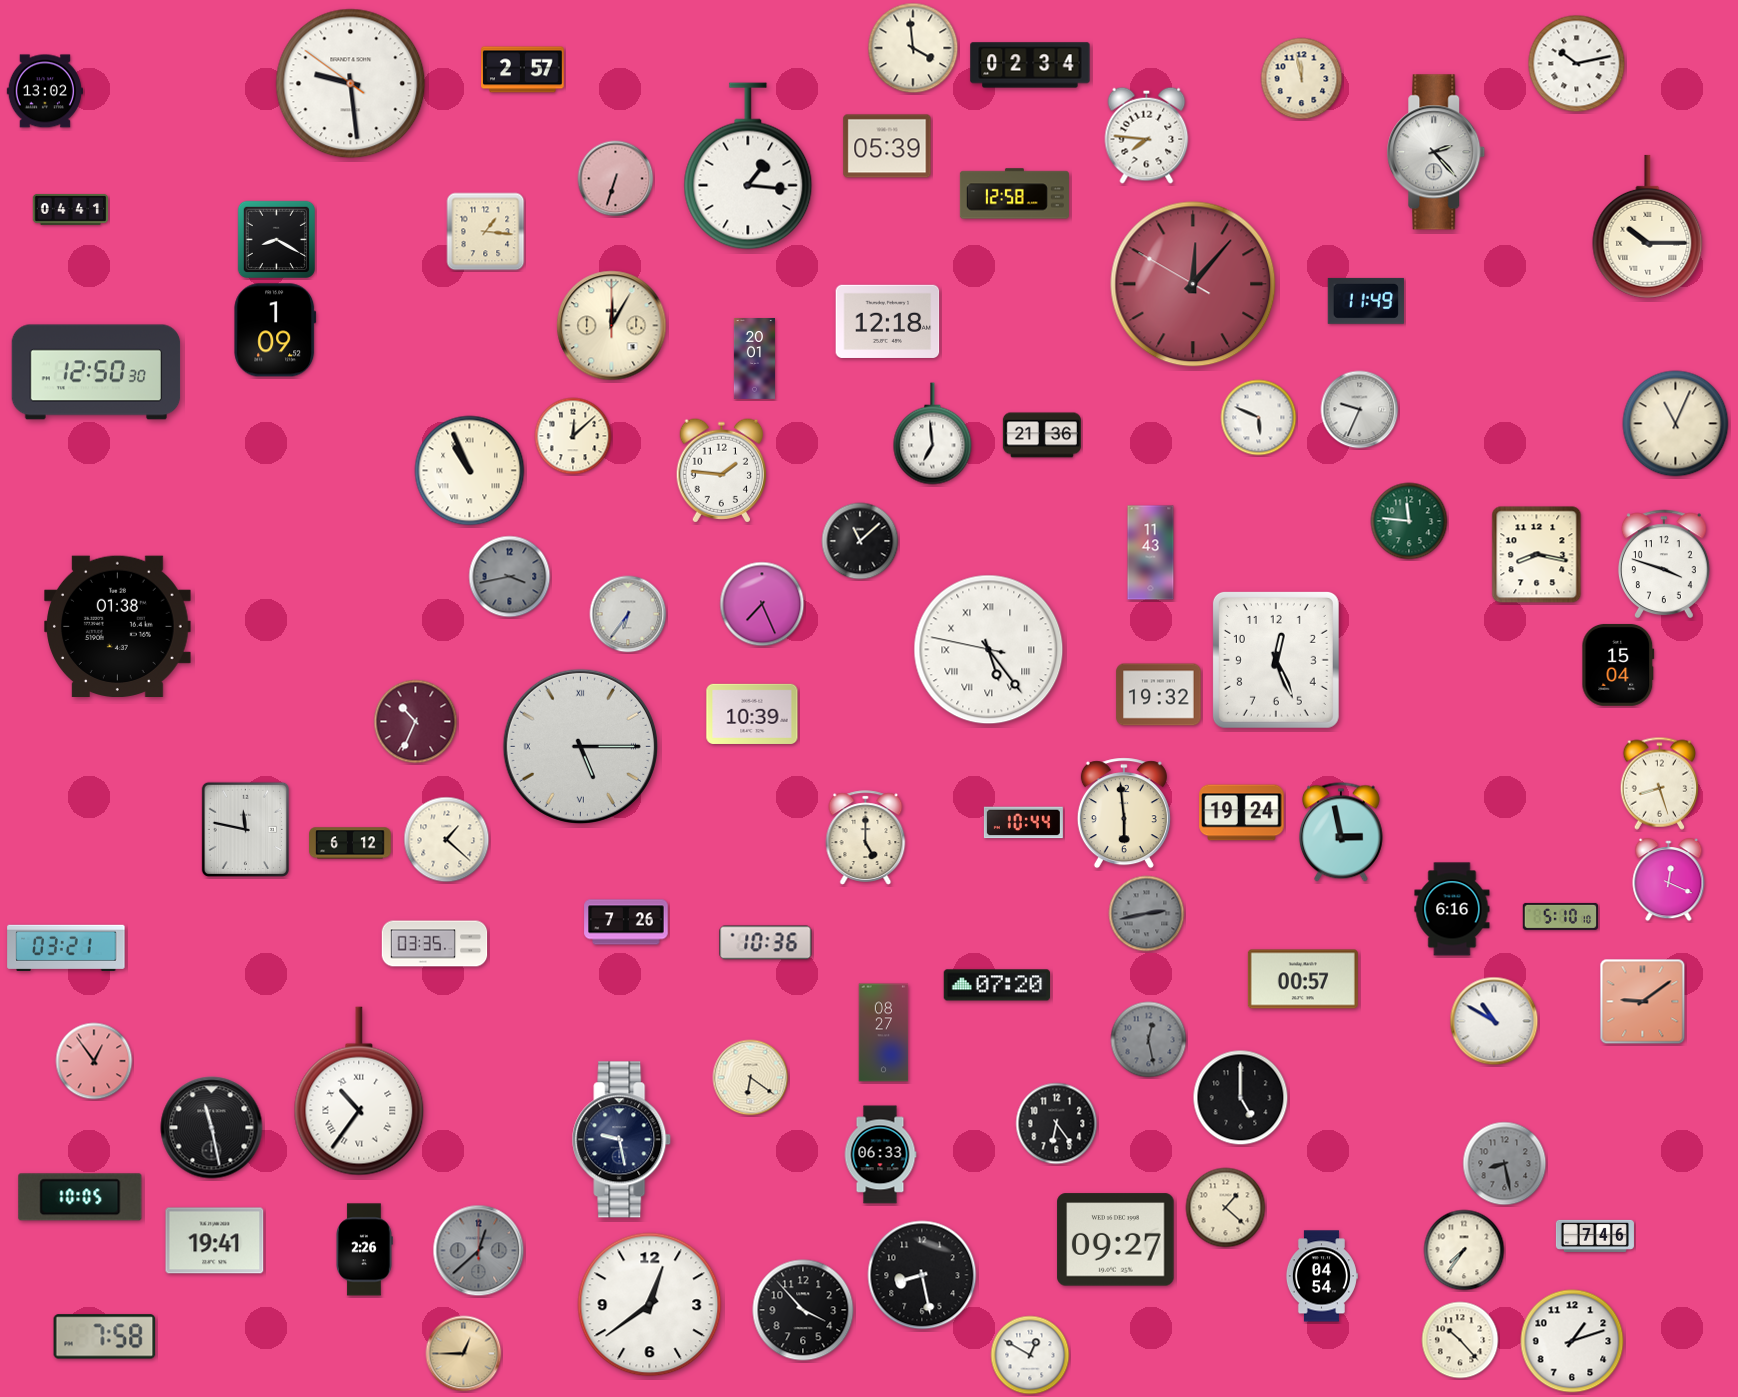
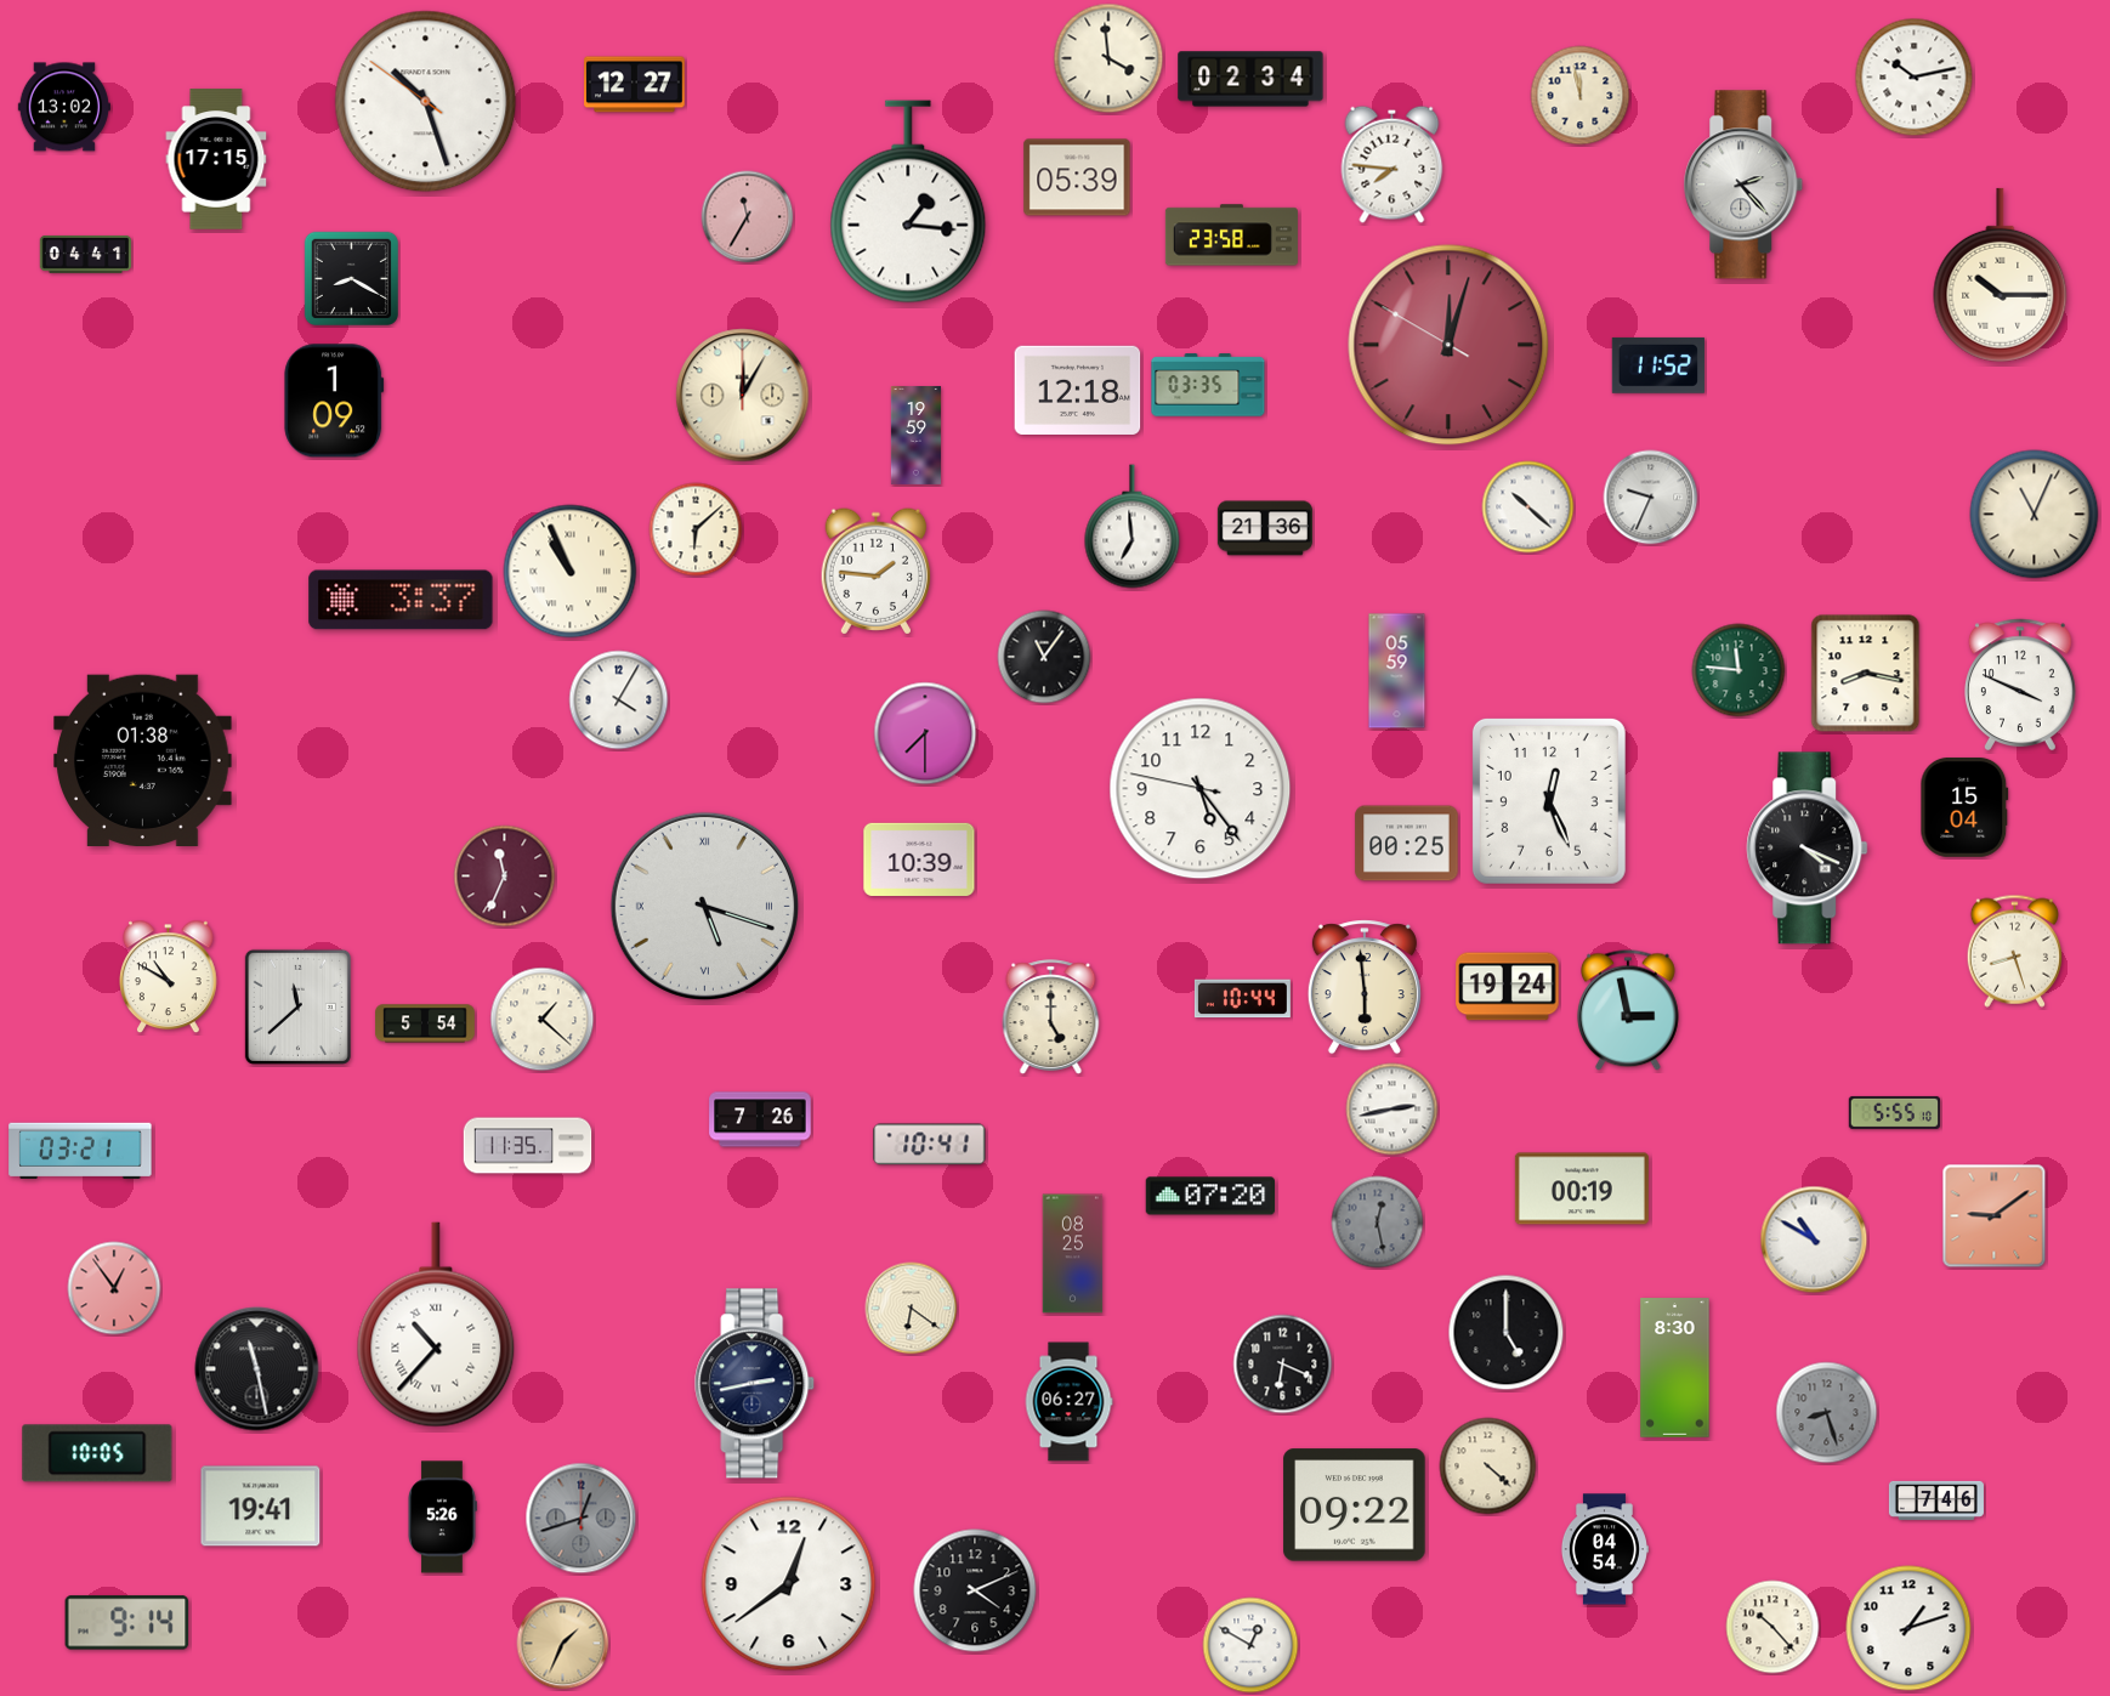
clock at (523, 70): 2:57 -> 12:27
clock at (351, 84): 9:28 -> 10:26
clock at (45, 91) position: (45, 91) -> (64, 107)
clock at (216, 159): none -> 17:15
clock at (616, 179): 6:33 -> 11:35
clock at (1014, 194): 12:58 -> 23:58
clock at (486, 232): 1:16 -> none
clock at (276, 239) position: (276, 239) -> (351, 278)
clock at (1193, 284): 12:06 -> 12:02
clock at (1366, 301): 11:49 -> 11:52
clock at (1208, 385): none -> 03:35
clock at (754, 359): 20:01 -> 19:59
clock at (96, 372): 12:50 -> none
clock at (1259, 418): 5:49 -> 10:22
clock at (573, 436): 12:08 -> 6:08
clock at (401, 600): none -> 3:37
clock at (1409, 521) position: (1409, 521) -> (1739, 670)
clock at (860, 541): 11:08 -> 11:06
clock at (1151, 553): 11:43 -> 05:59
clock at (1664, 564): 3:48 -> 3:49
clock at (510, 577): 3:43 -> 4:05
clock at (510, 577) dial: grey -> white
clock at (762, 604): 7:26 -> 7:30
clock at (628, 614): 6:36 -> none
clock at (989, 650) numerals: Roman -> Arabic
clock at (1159, 695): 19:32 -> 00:25
clock at (1808, 849): none -> 4:19
clock at (752, 714) position: (752, 714) -> (919, 860)
clock at (416, 722): 10:34 -> 11:34
clock at (580, 746): 5:15 -> 5:18
clock at (169, 977): none -> 10:50
clock at (245, 829): 11:47 -> 11:38
clock at (350, 843): 6:12 -> 5:54
clock at (1669, 881): 12:19 -> none
clock at (1452, 909): 6:16 -> none
clock at (1147, 914) dial: grey -> white
clock at (1561, 916): 5:10 -> 5:55
clock at (766, 943): 10:36 -> 10:41
clock at (435, 944): 03:35 -> 11:35
clock at (1303, 979): 00:57 -> 00:19
clock at (884, 1033): 08:27 -> 08:25
clock at (1149, 1040) position: (1149, 1040) -> (1378, 1223)
clock at (359, 1091): 10:36 -> 10:37
clock at (1057, 1124): 6:24 -> 6:19
clock at (1675, 1368): none -> 8:30
clock at (622, 1140): 9:28 -> 2:43
clock at (880, 1155): 06:33 -> 06:27
clock at (1505, 1164): 8:28 -> 8:27
clock at (1226, 1208): 1:22 -> 4:22
clock at (1116, 1240): 09:27 -> 09:22
clock at (364, 1250): 2:26 -> 5:26
clock at (1464, 1250): 7:36 -> none
clock at (479, 1251): 12:38 -> 12:42
clock at (922, 1275): 8:28 -> none
clock at (803, 1310): 3:53 -> 4:11
clock at (105, 1337): 7:58 -> 9:14
clock at (464, 1354): 12:45 -> 1:34
